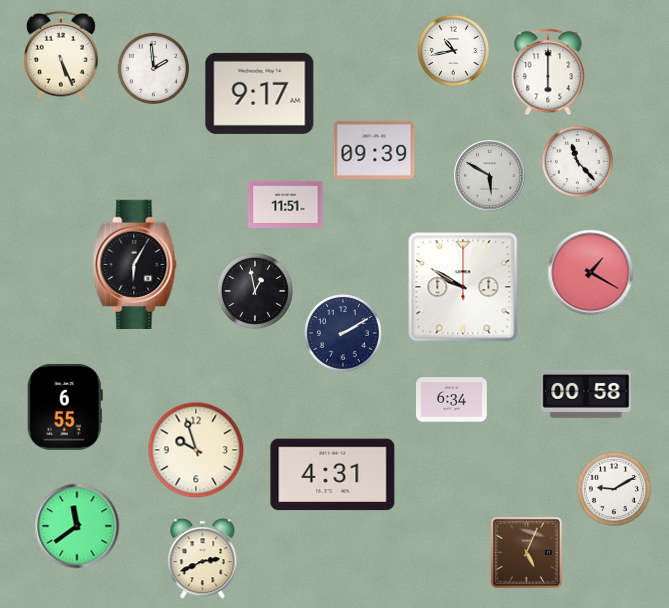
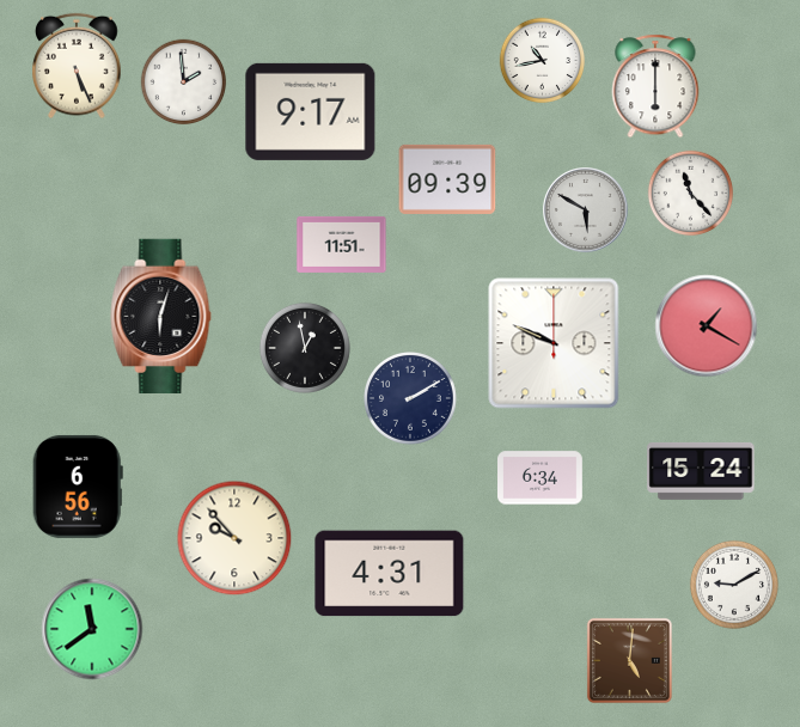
clock at (62, 55) position: (62, 55) -> (78, 66)
clock at (135, 264): 6:05 -> 6:03
clock at (463, 287): 9:50 -> 9:49
clock at (586, 394): 00:58 -> 15:24
clock at (65, 407): 6:55 -> 6:56
clock at (196, 450): 9:57 -> 9:53
clock at (333, 475) position: (333, 475) -> (390, 574)
clock at (526, 552): 5:04 -> 5:01
clock at (203, 559): 2:41 -> none
